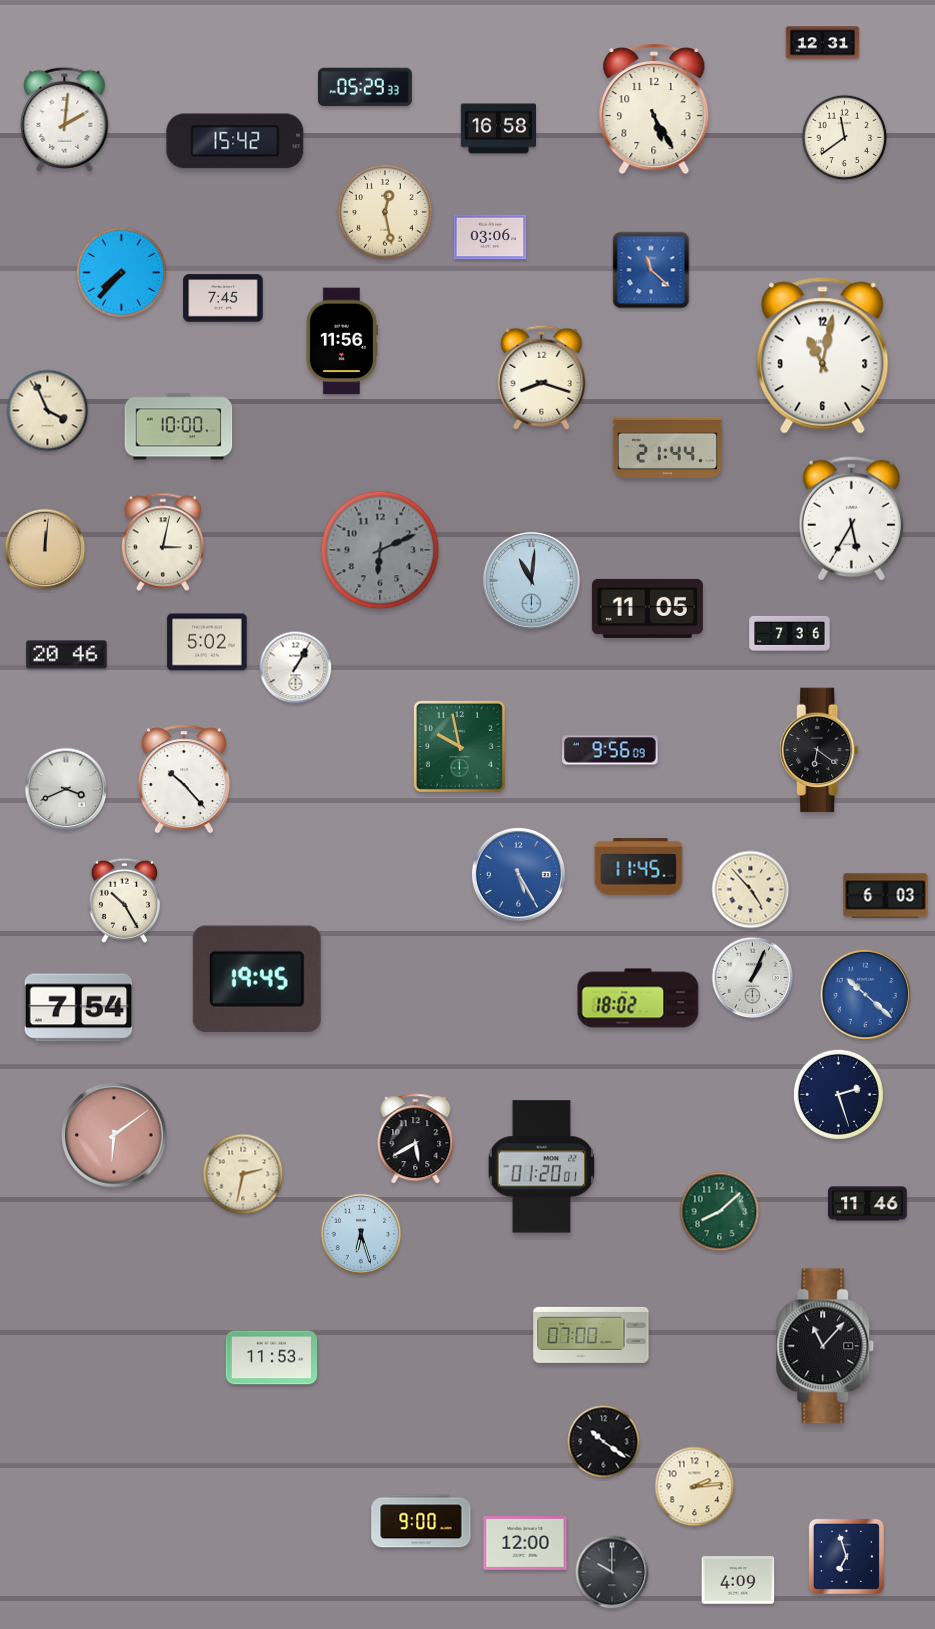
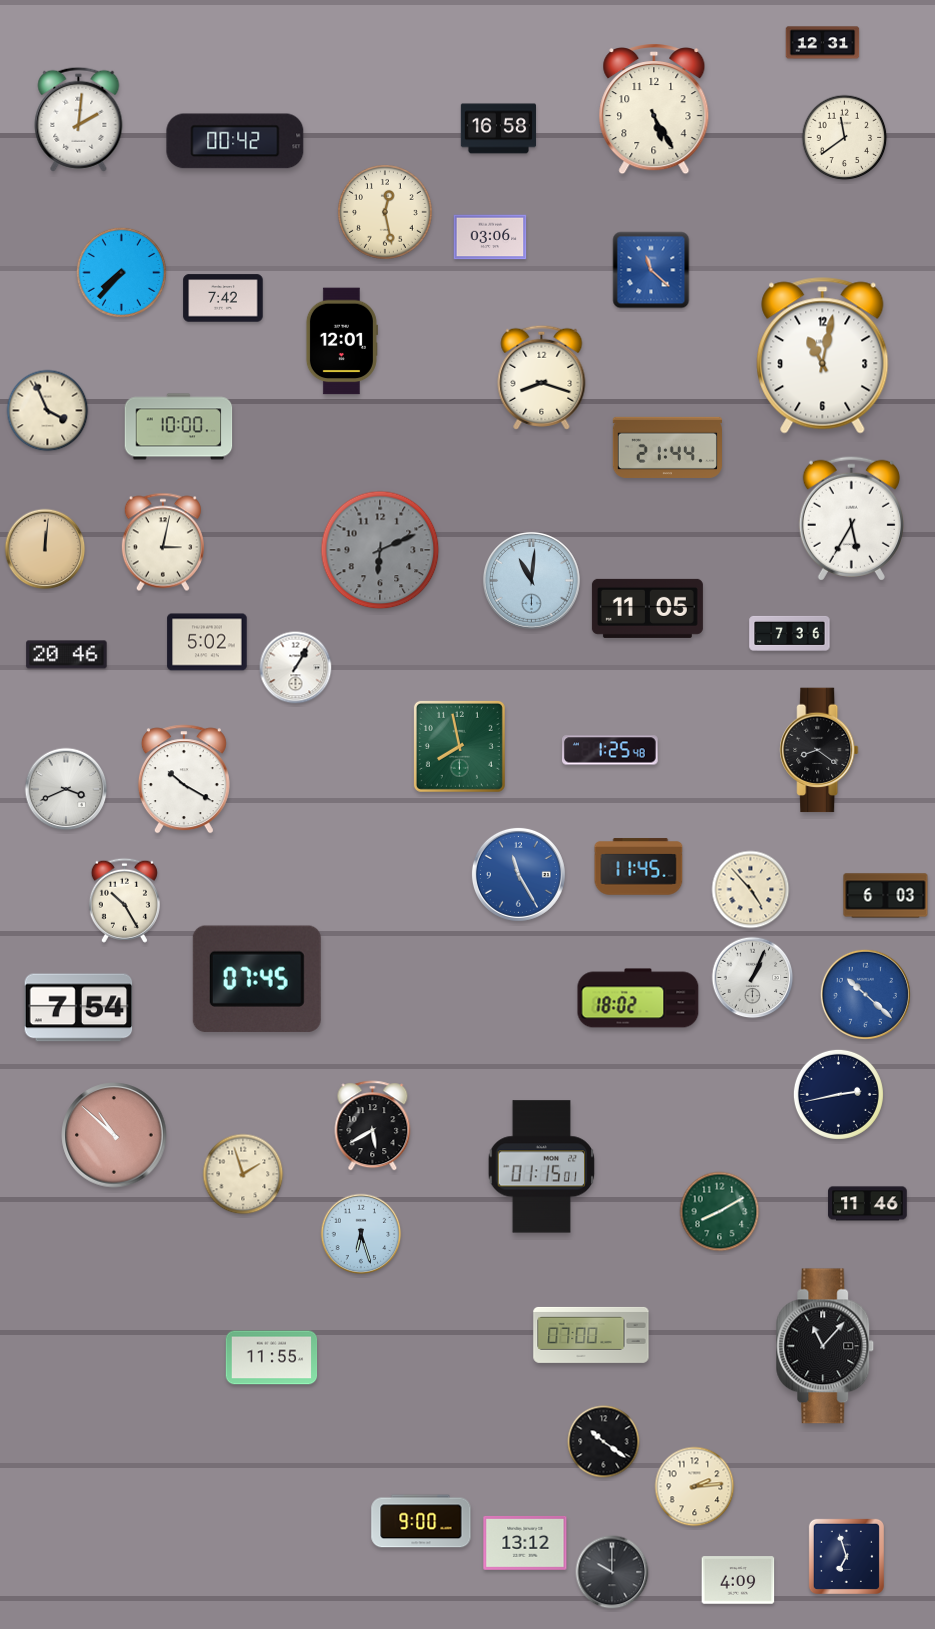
clock at (365, 87): 05:29 -> none
clock at (65, 119) position: (65, 119) -> (79, 119)
clock at (235, 141): 15:42 -> 00:42
clock at (223, 298): 7:45 -> 7:42
clock at (341, 341): 11:56 -> 12:01
clock at (459, 746): 9:58 -> 7:58
clock at (611, 750): 9:56 -> 1:25
clock at (819, 750): 6:21 -> 8:21
clock at (184, 779): 10:23 -> 10:20
clock at (518, 874): 5:25 -> 11:25
clock at (257, 979): 19:45 -> 07:45
clock at (838, 1094): 2:27 -> 2:43
clock at (114, 1135): 6:09 -> 10:52
clock at (416, 1139) position: (416, 1139) -> (373, 1126)
clock at (542, 1167): 01:20 -> 01:15
clock at (243, 1174): 2:32 -> 1:57
clock at (720, 1212): 8:08 -> 8:10
clock at (272, 1358): 11:53 -> 11:55
clock at (525, 1543): 12:00 -> 13:12
